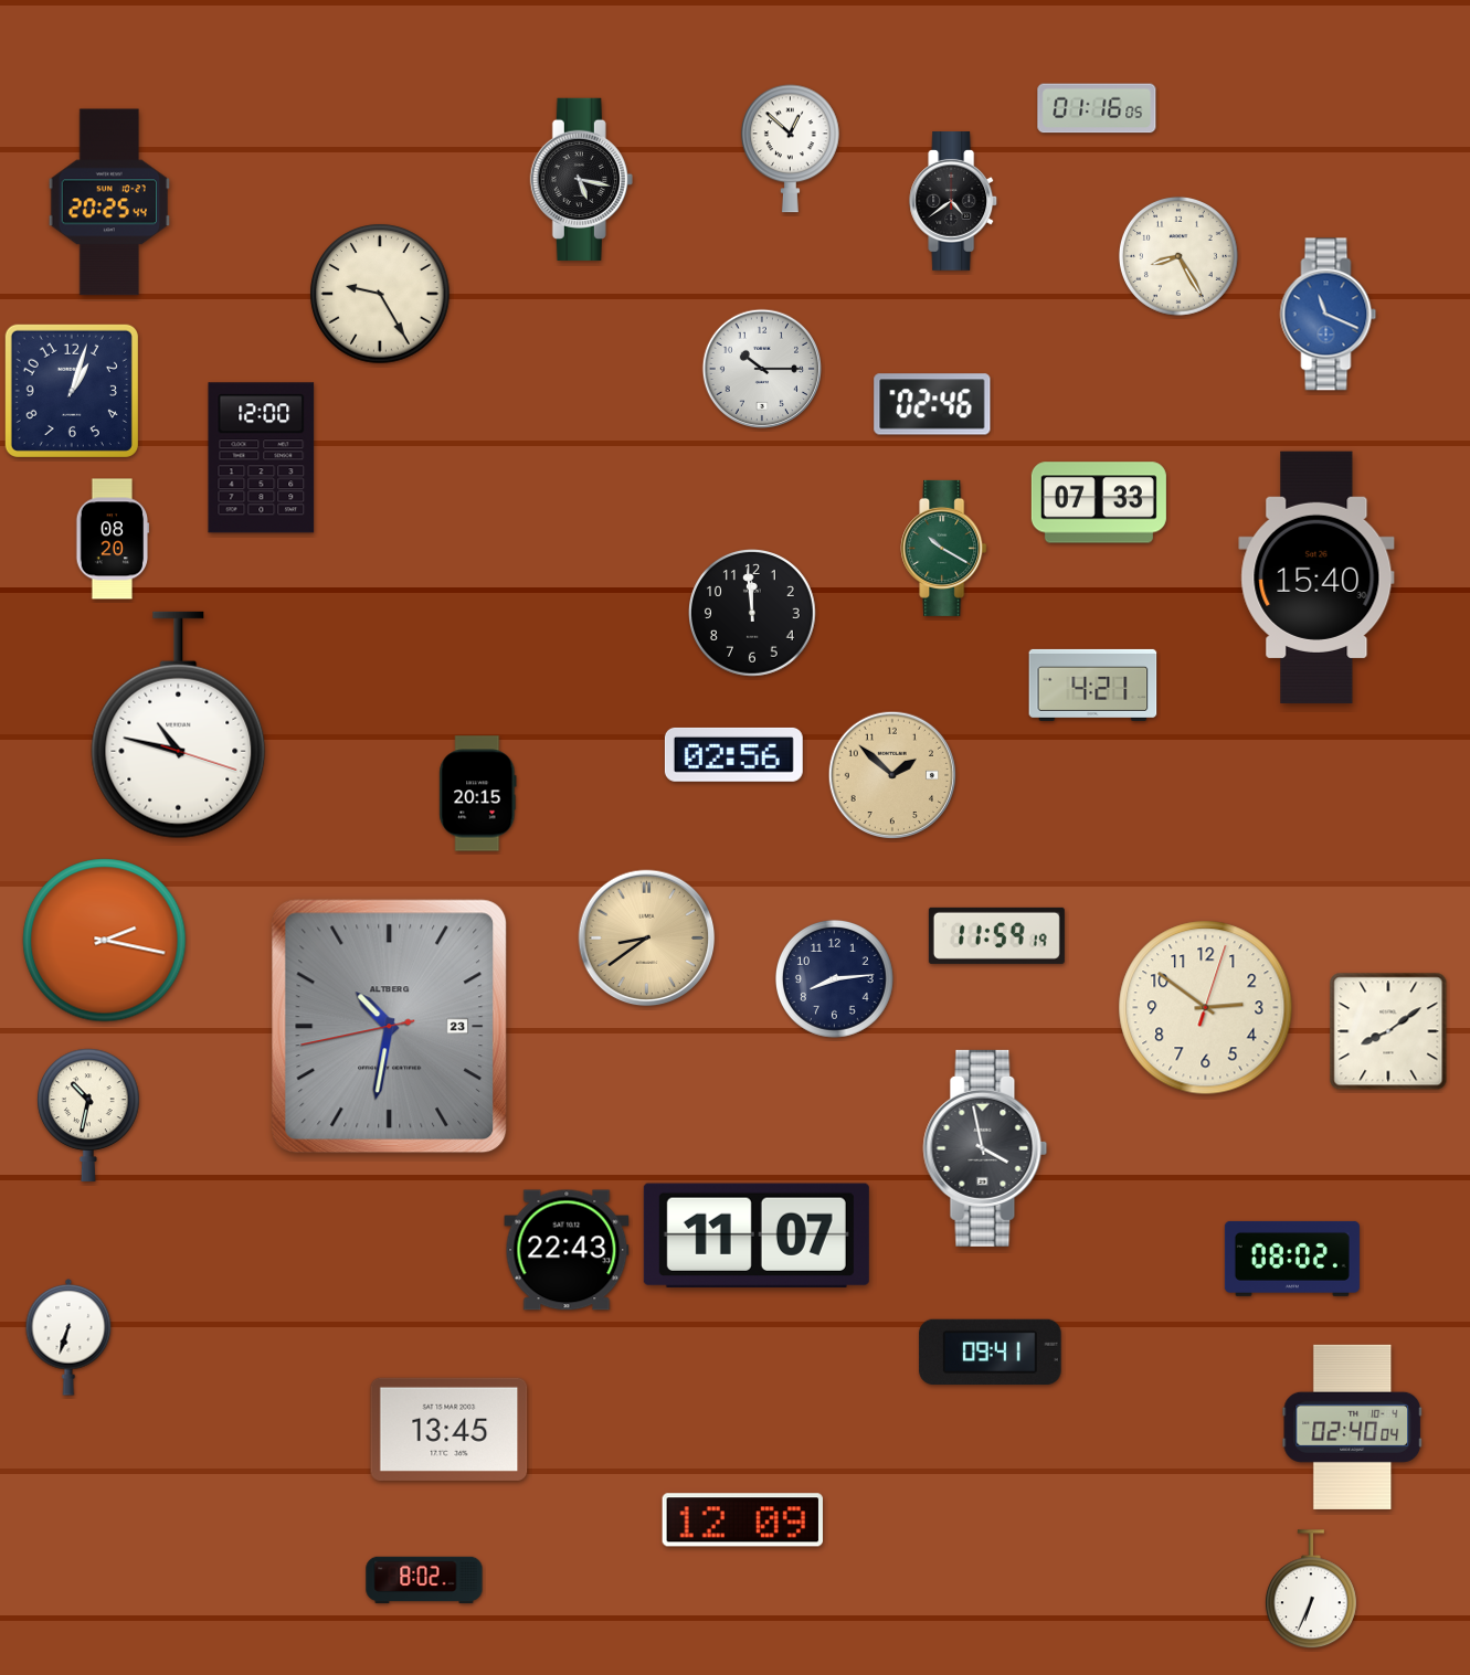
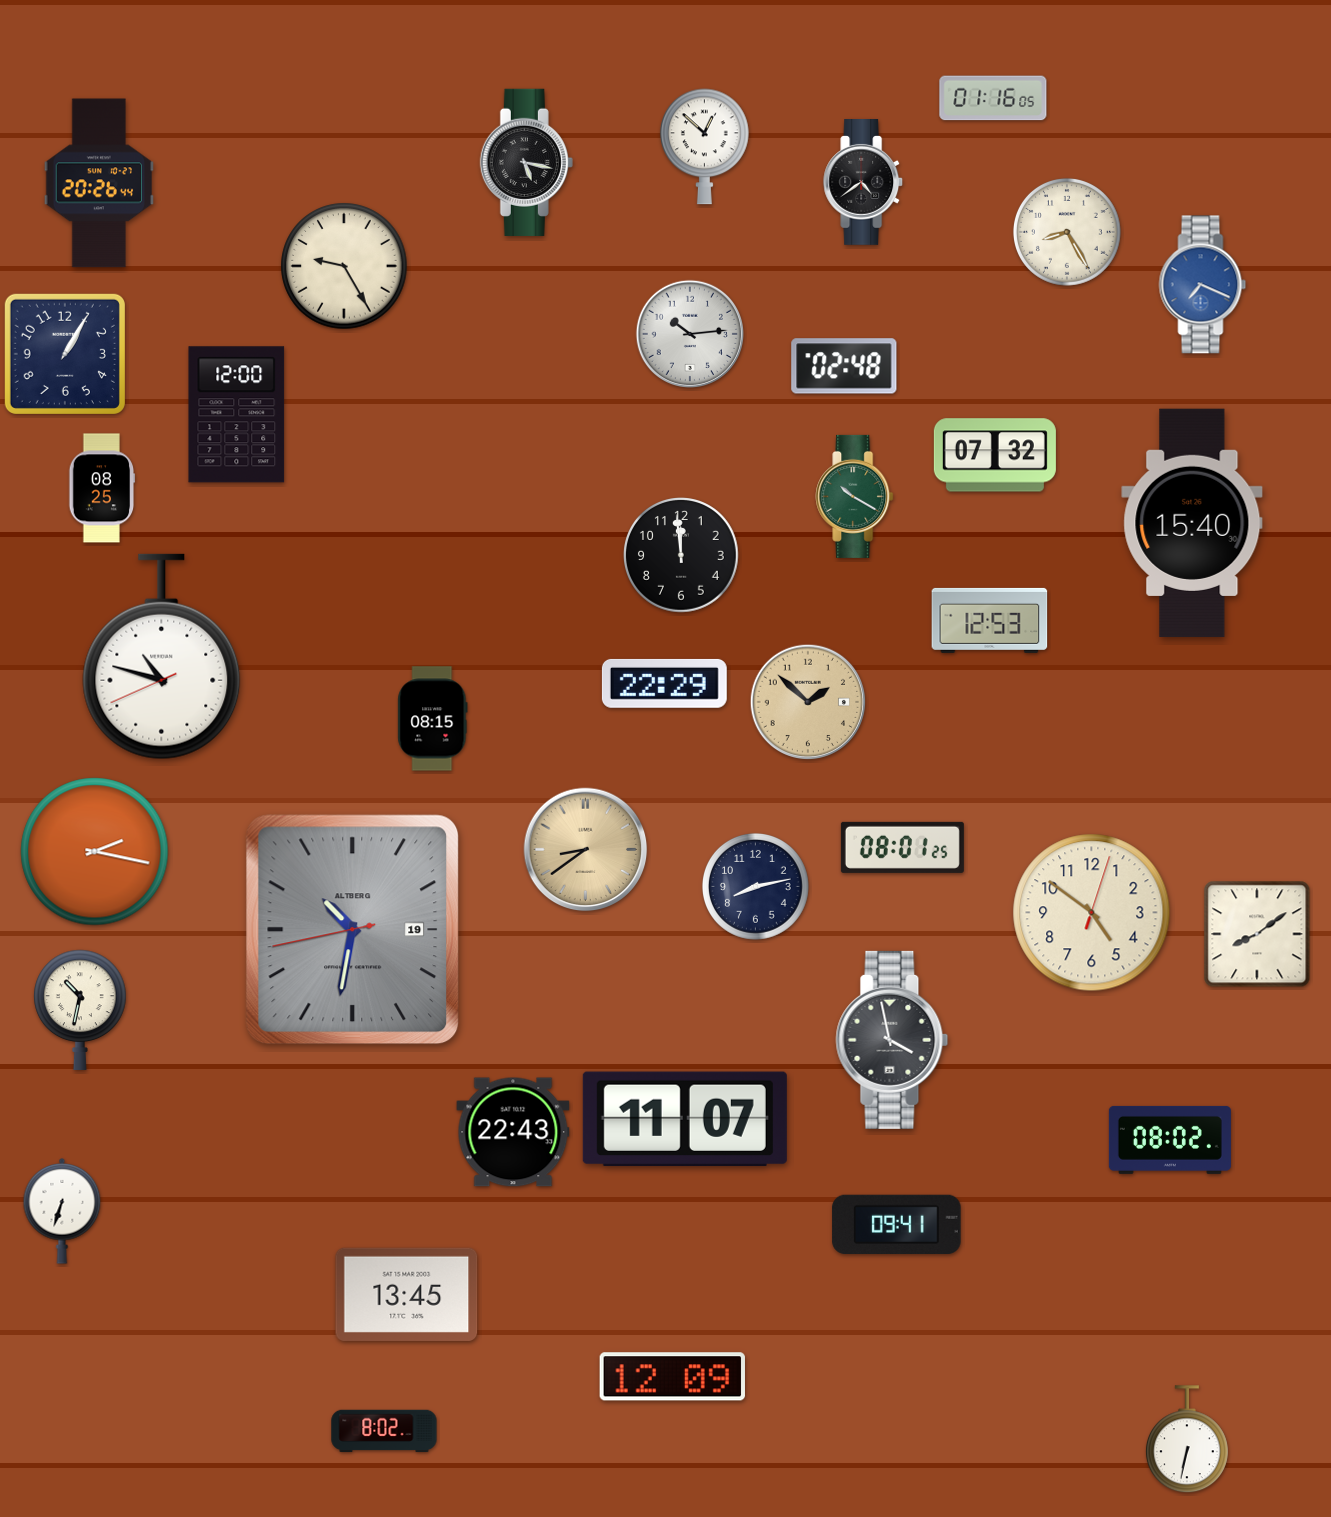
clock at (791, 149) position: (791, 149) -> (705, 147)
clock at (109, 202): 20:25 -> 20:26
clock at (1329, 315): 11:19 -> 7:19
clock at (761, 368): 10:15 -> 10:14
clock at (72, 391): 1:03 -> 1:05
clock at (932, 404): 02:46 -> 02:48
clock at (1099, 502): 07:33 -> 07:32
clock at (113, 539): 08:20 -> 08:25
clock at (1093, 685): 4:21 -> 12:53
clock at (179, 725): 10:47:18 -> 10:47:41
clock at (733, 754): 02:56 -> 22:29
clock at (478, 794): 20:15 -> 08:15
clock at (996, 935): 11:59 -> 08:01
clock at (834, 978): 8:14 -> 8:13
clock at (1206, 1008): 2:51 -> 4:51
clock at (390, 1027) date: 23 -> 19
clock at (1353, 1427): 02:40 -> none
clock at (1311, 1590): 6:34 -> 6:32
